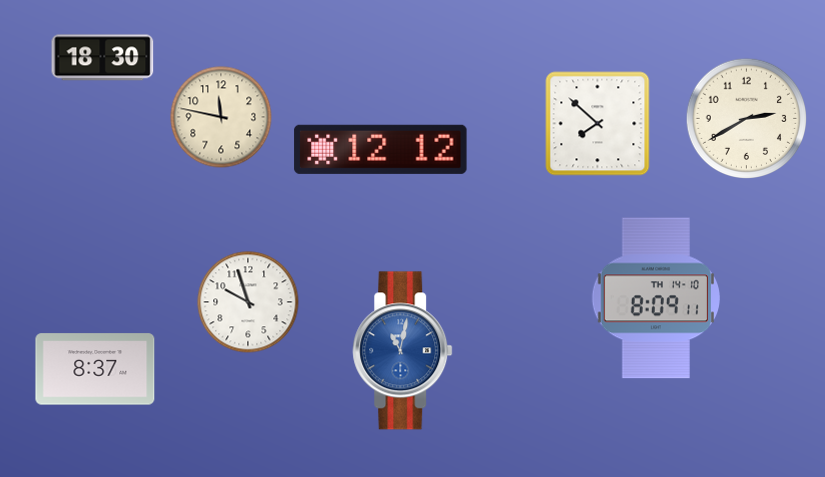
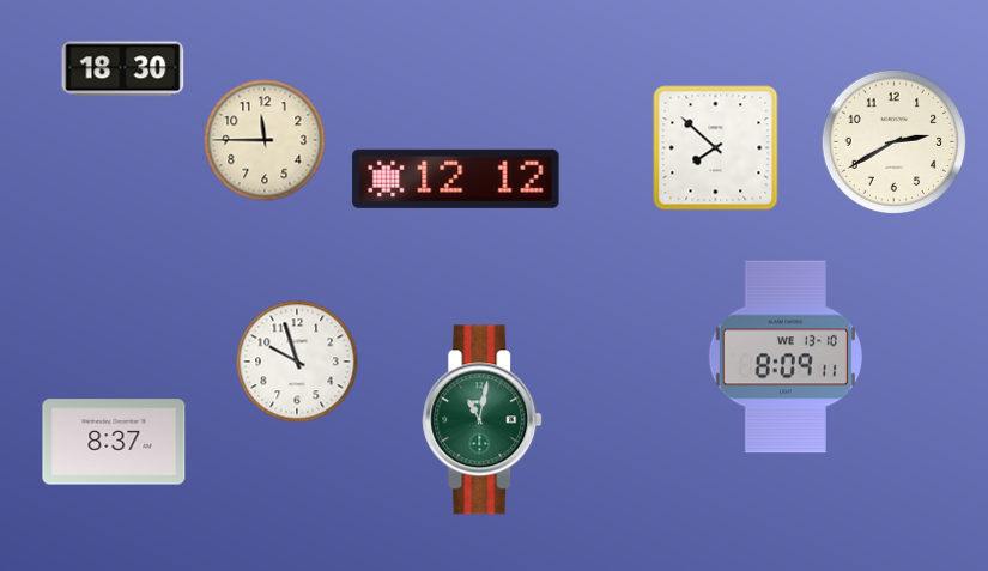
clock at (221, 117): 11:47 -> 11:45
clock at (655, 298) date: TH 14-10 -> WE 13-10
clock at (403, 351) dial: blue -> green
